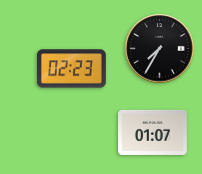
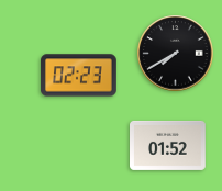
clock at (160, 49): 7:35 -> 7:40
clock at (153, 132): 01:07 -> 01:52
